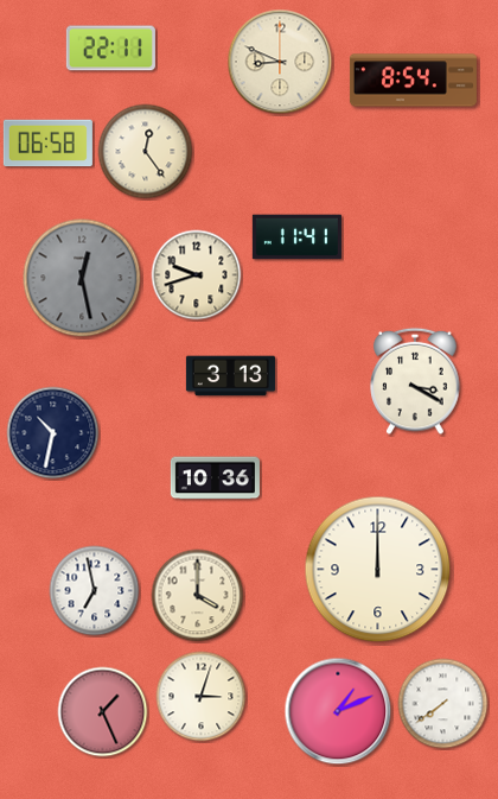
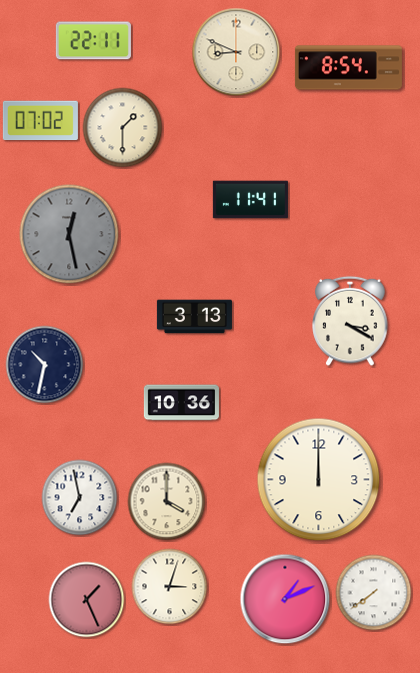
clock at (47, 144): 06:58 -> 07:02
clock at (146, 152): 12:24 -> 1:30
clock at (197, 275): 9:42 -> none
